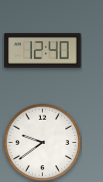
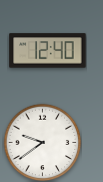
clock at (43, 51) position: (43, 51) -> (48, 51)
